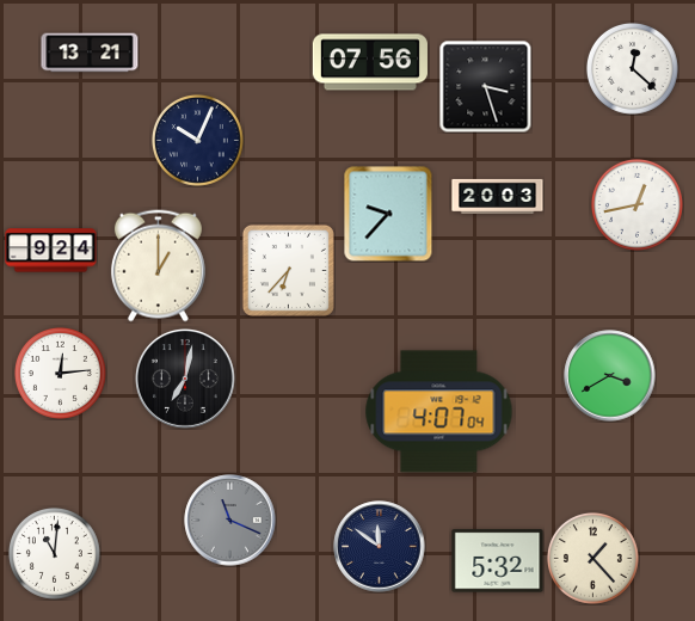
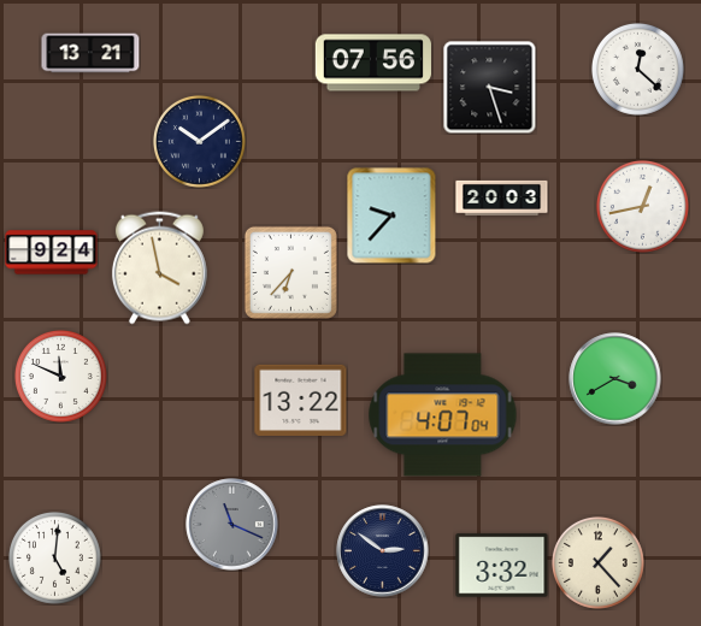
clock at (197, 140): 10:04 -> 10:09
clock at (158, 266): 1:00 -> 3:58
clock at (60, 373): 12:14 -> 11:49
clock at (185, 379): 7:02 -> none
clock at (301, 400): none -> 13:22
clock at (380, 547): 11:51 -> 2:51
clock at (54, 553): 11:01 -> 5:01
clock at (498, 561): 5:32 -> 3:32
